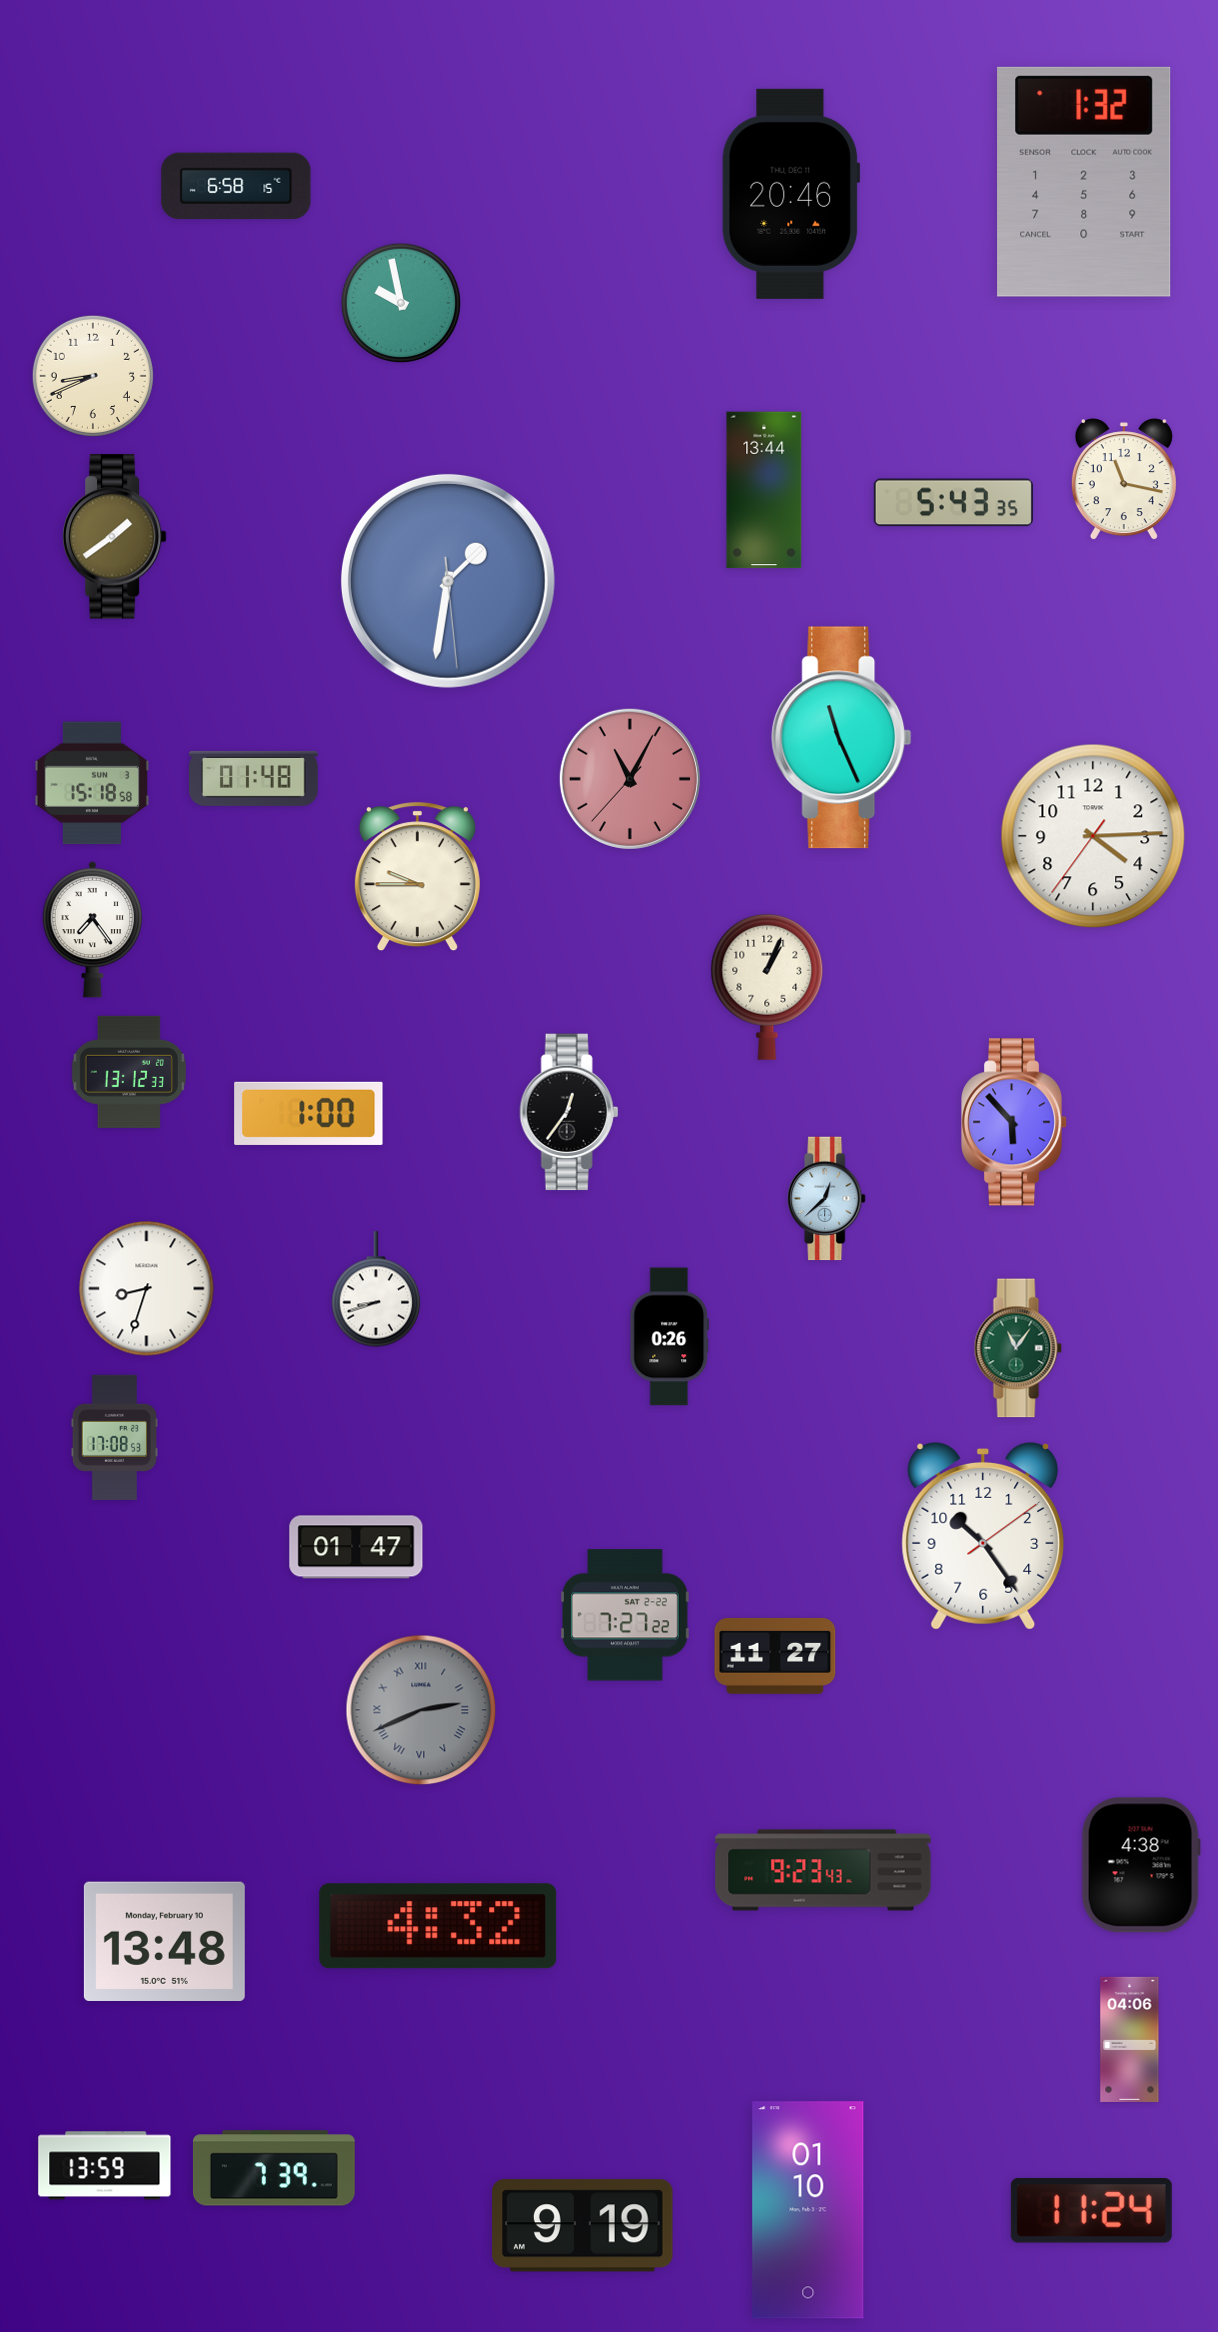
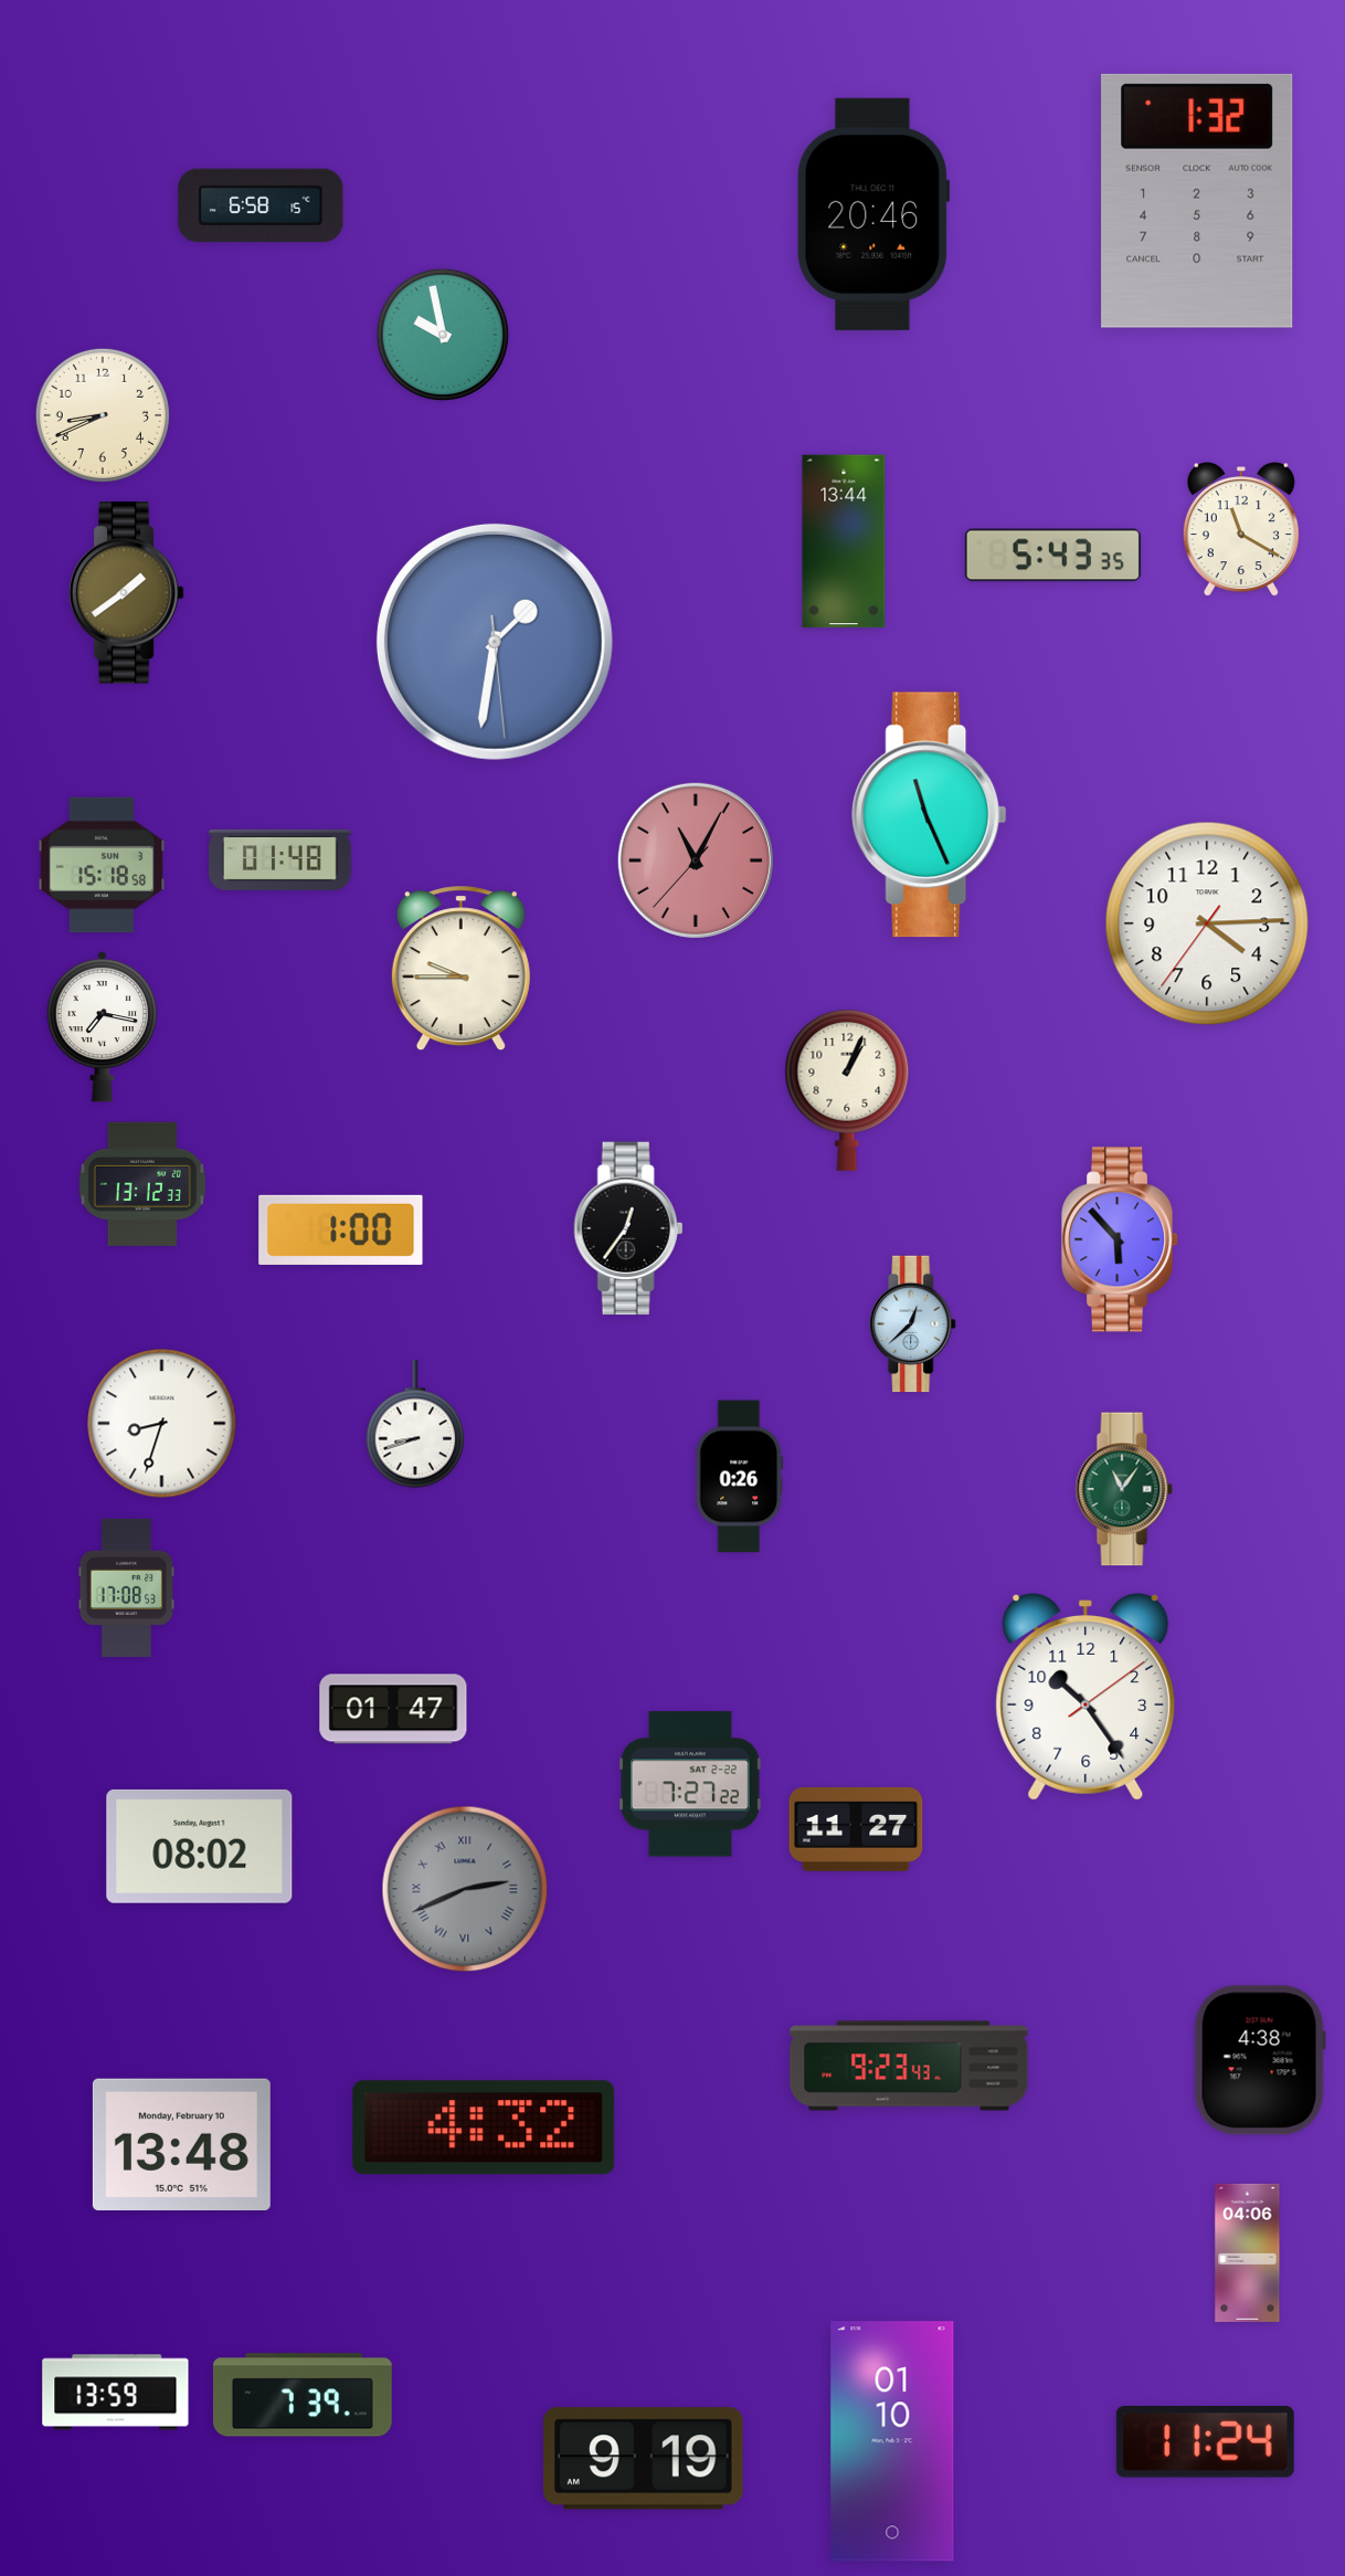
clock at (1124, 480): 11:17 -> 11:20
clock at (93, 929): 7:24 -> 7:17
clock at (200, 1846): none -> 08:02
